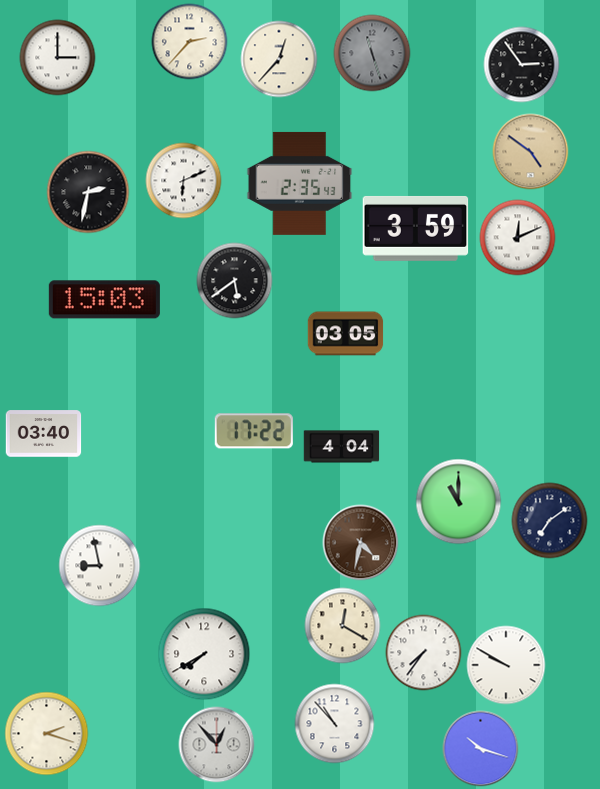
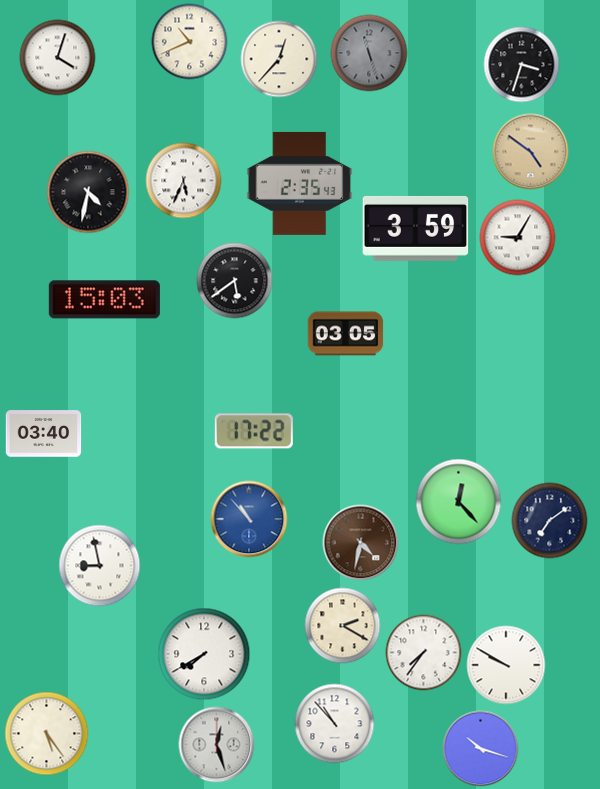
clock at (190, 42): 2:37 -> 10:41
clock at (372, 53) position: (372, 53) -> (369, 53)
clock at (58, 58): 3:00 -> 4:03
clock at (522, 65): 2:54 -> 3:33
clock at (184, 181): 6:11 -> 5:34
clock at (88, 192): 2:32 -> 4:32
clock at (518, 238): 12:11 -> 9:05
clock at (342, 447): 4:04 -> none
clock at (459, 502): 11:00 -> 12:23
clock at (249, 519): none -> 10:53
clock at (343, 626): 12:20 -> 2:20
clock at (47, 734): 2:18 -> 5:24
clock at (217, 745): 12:53 -> 12:27
